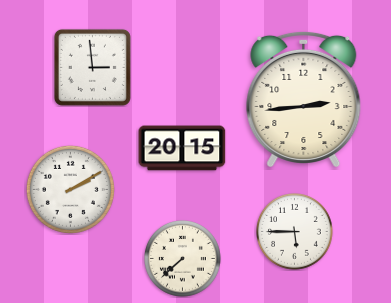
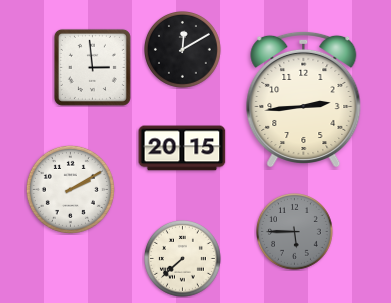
clock at (183, 50): none -> 12:10
clock at (295, 232) dial: white -> grey
